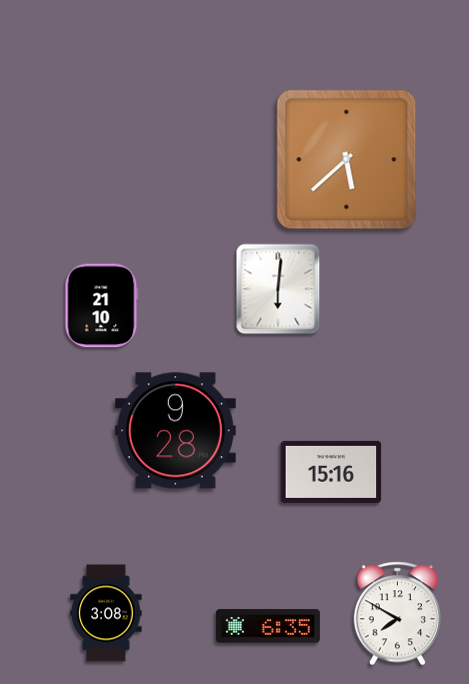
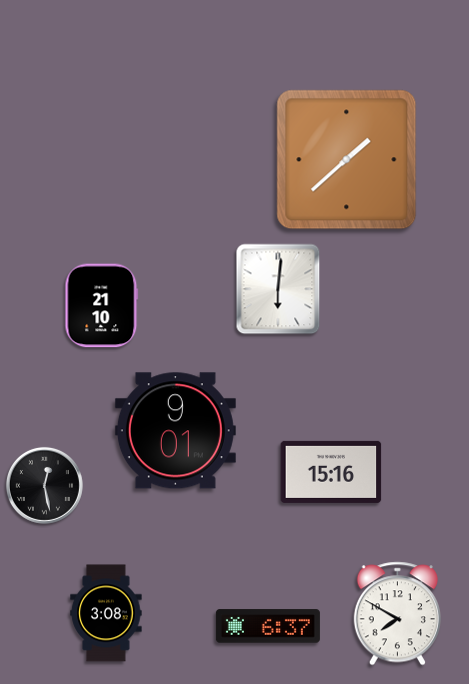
clock at (347, 160): 5:38 -> 1:38
clock at (175, 431): 9:28 -> 9:01
clock at (44, 485): none -> 12:28
clock at (268, 626): 6:35 -> 6:37
